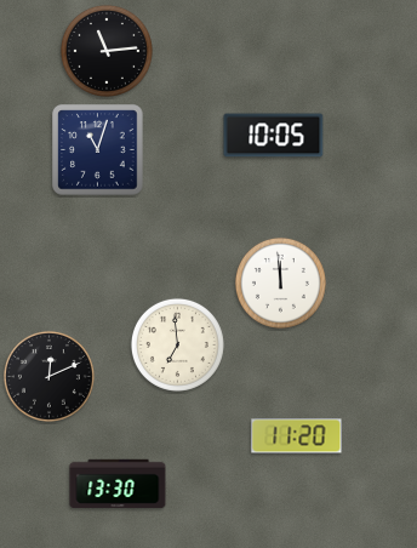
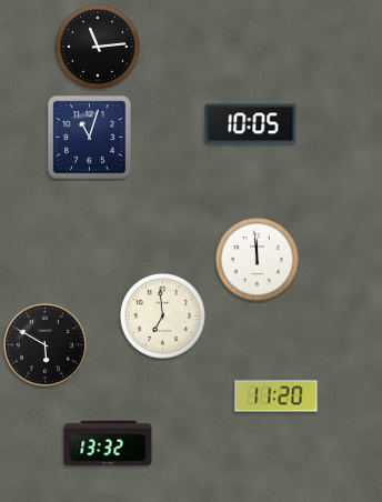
clock at (48, 376): 12:11 -> 5:50
clock at (297, 436) position: (297, 436) -> (277, 396)
clock at (118, 484): 13:30 -> 13:32
